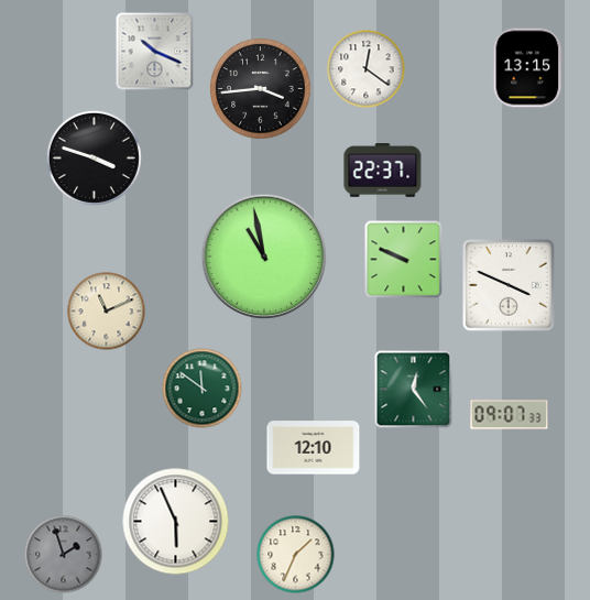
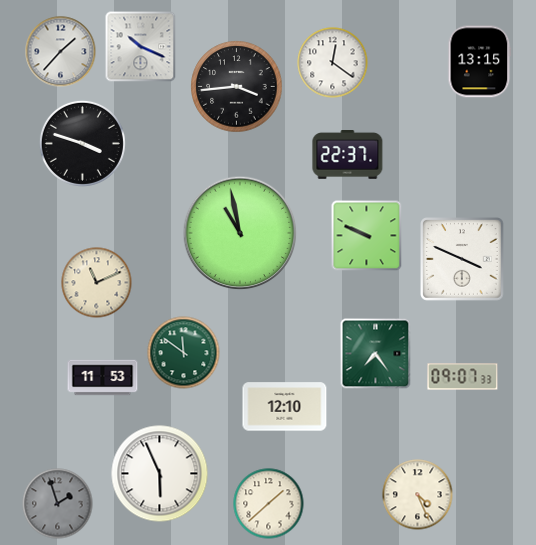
clock at (61, 52): none -> 1:37
clock at (261, 89) position: (261, 89) -> (237, 87)
clock at (94, 157) position: (94, 157) -> (82, 143)
clock at (414, 390): 12:24 -> 7:24
clock at (103, 378): none -> 11:53
clock at (418, 495): none -> 4:26
clock at (296, 555): 1:34 -> 1:38
